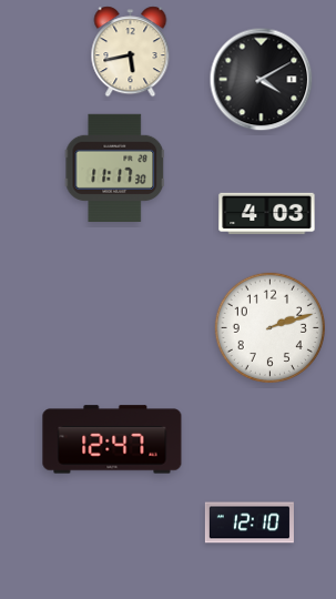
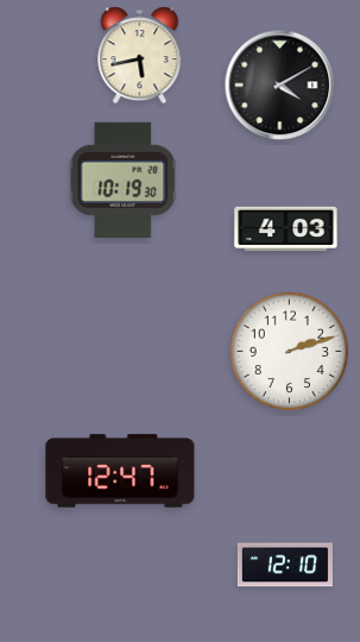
clock at (115, 167): 11:17 -> 10:19
clock at (250, 522) position: (250, 522) -> (285, 565)
